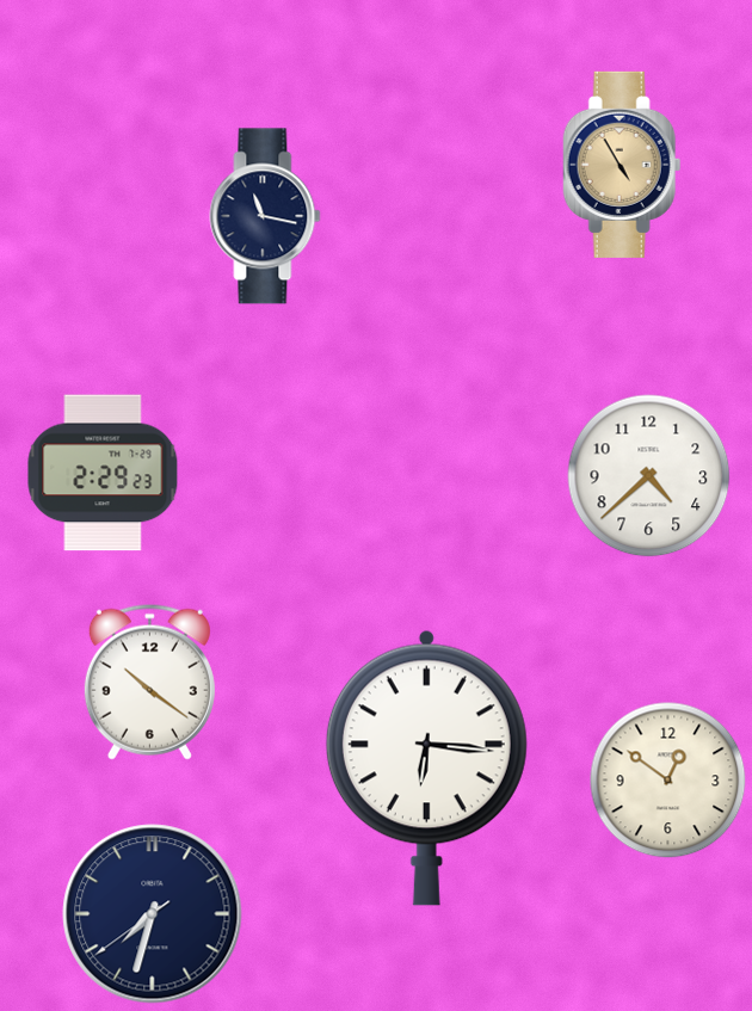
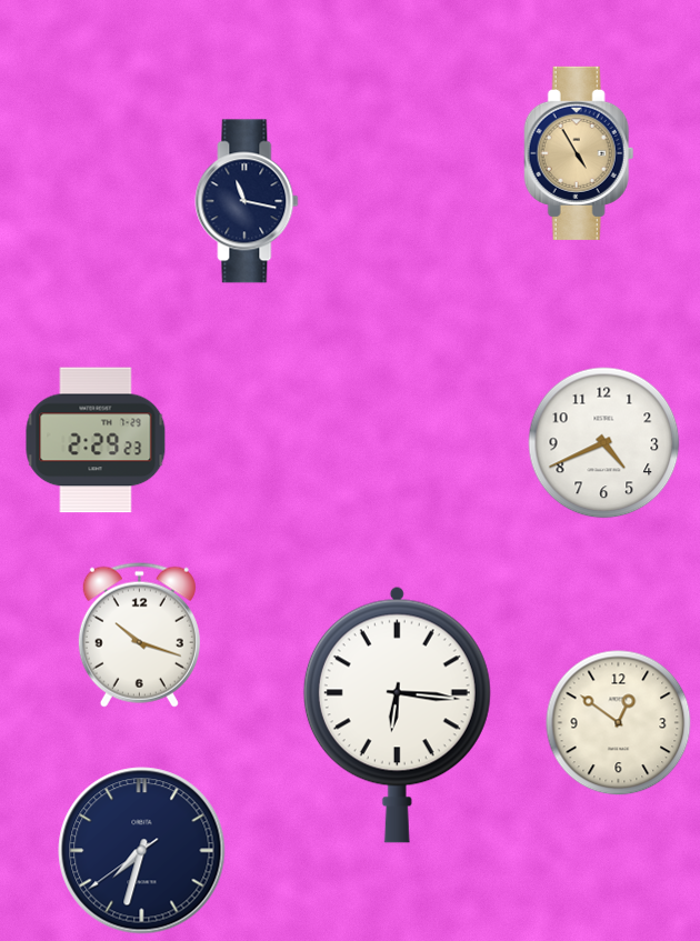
clock at (649, 476): 4:38 -> 4:41
clock at (149, 682): 10:21 -> 10:18
clock at (668, 781) position: (668, 781) -> (619, 723)
